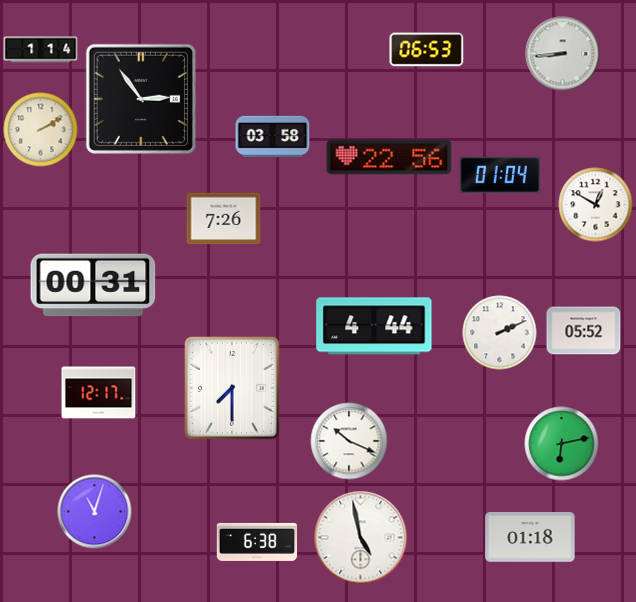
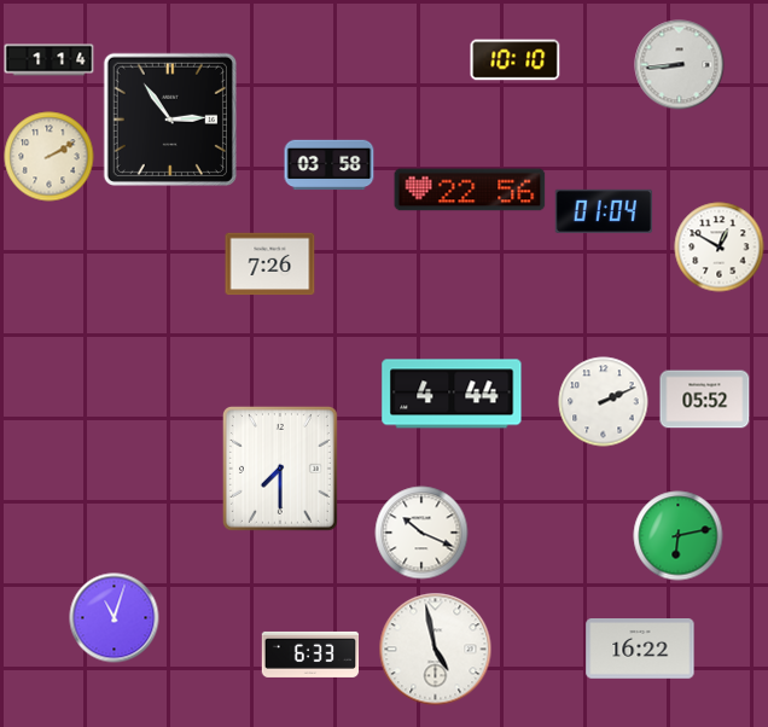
clock at (427, 50): 06:53 -> 10:10
clock at (93, 285): 00:31 -> none
clock at (99, 393): 12:17 -> none
clock at (530, 538): 01:18 -> 16:22
clock at (257, 542): 6:38 -> 6:33
